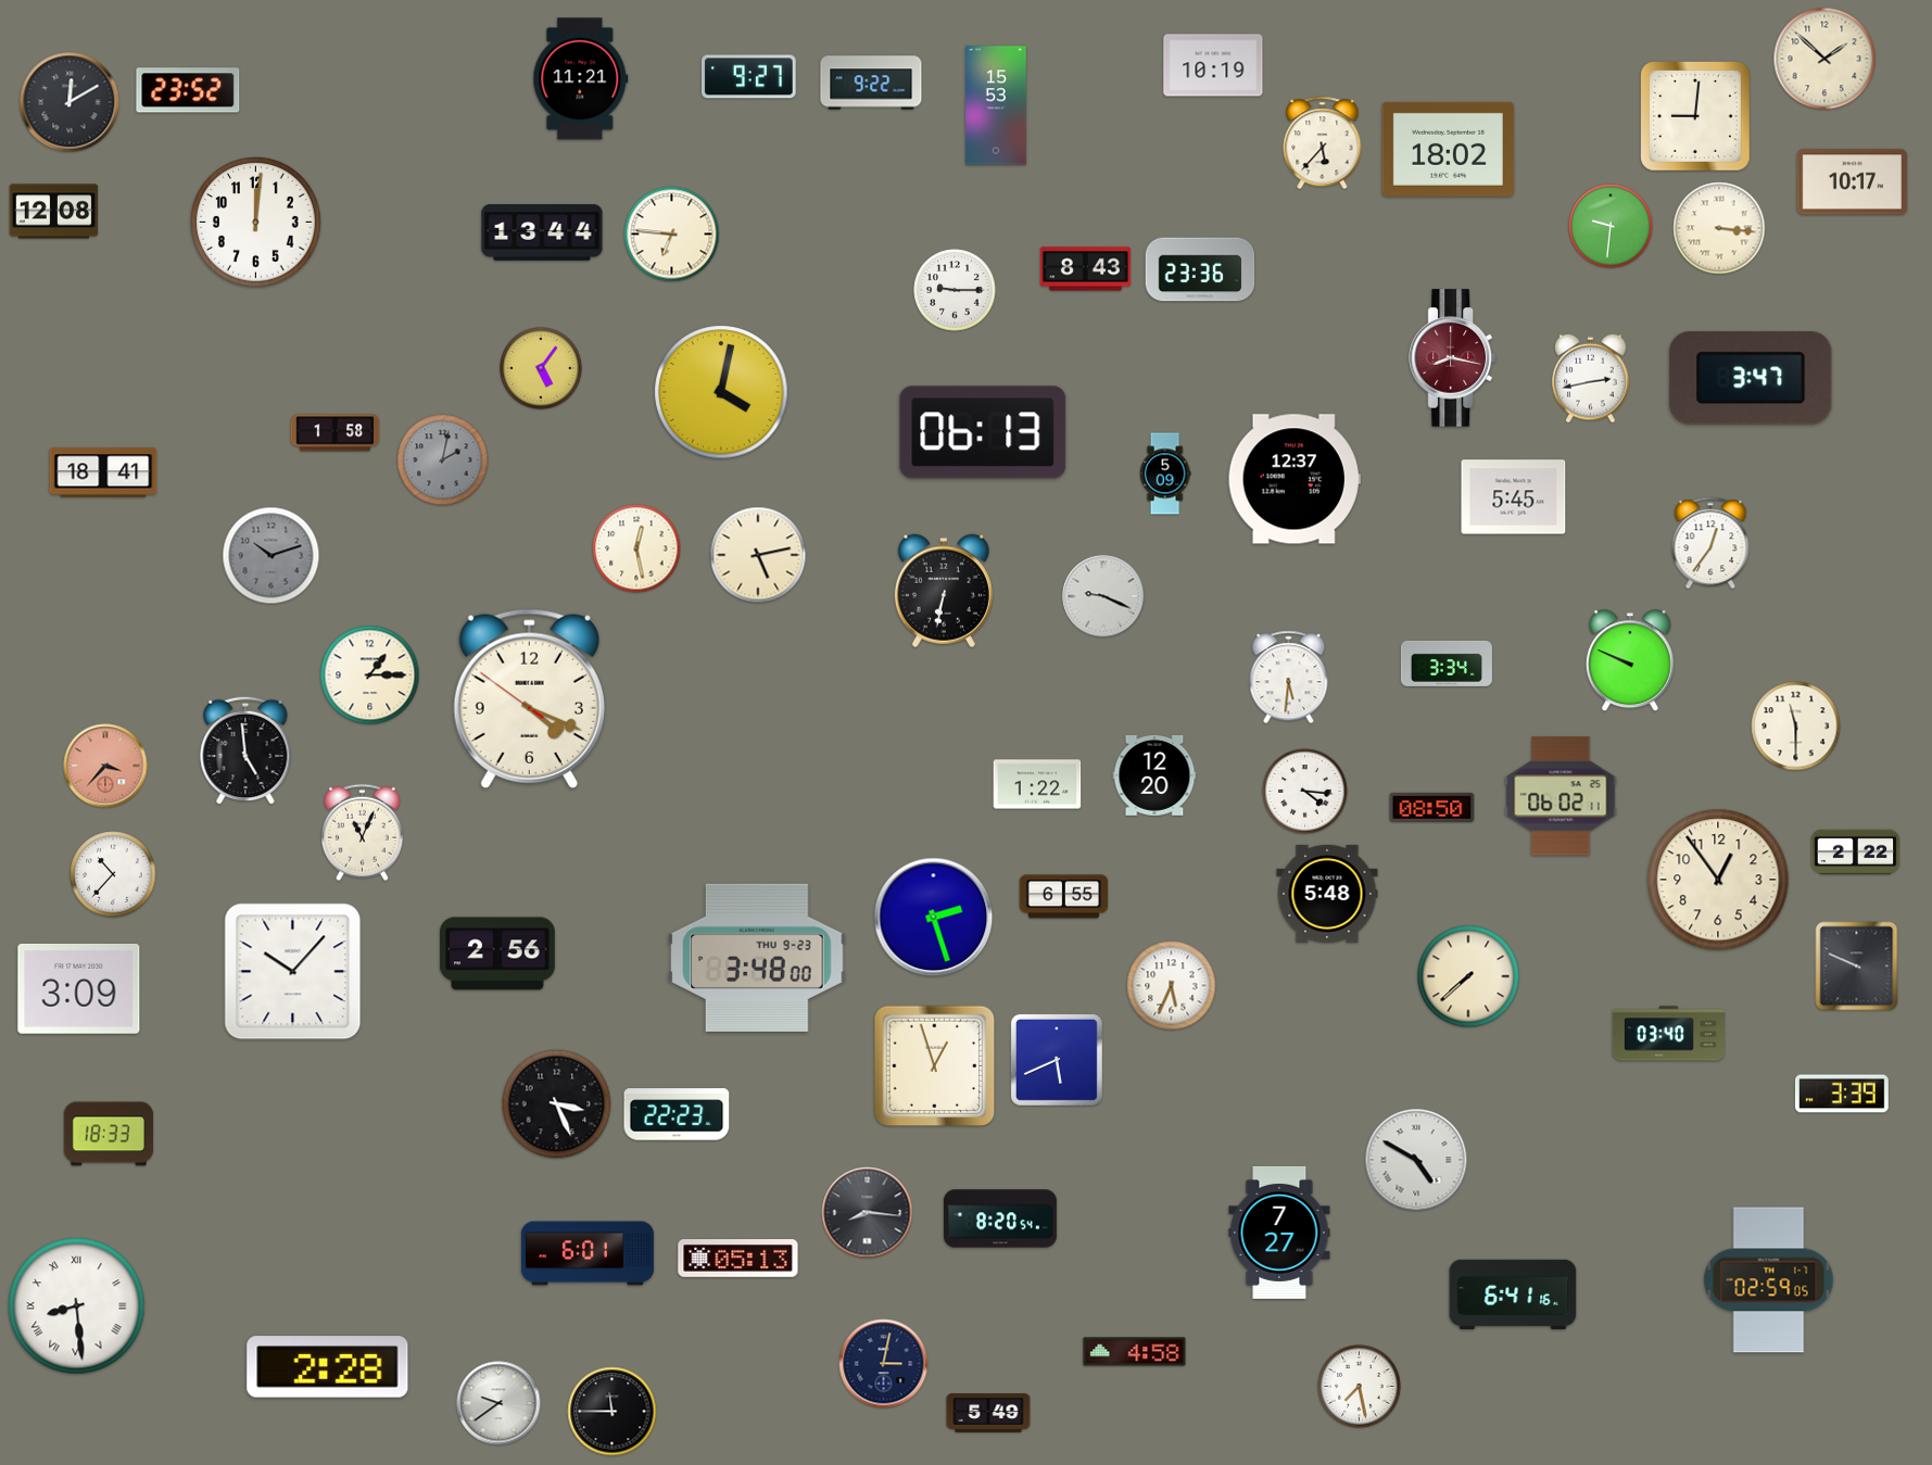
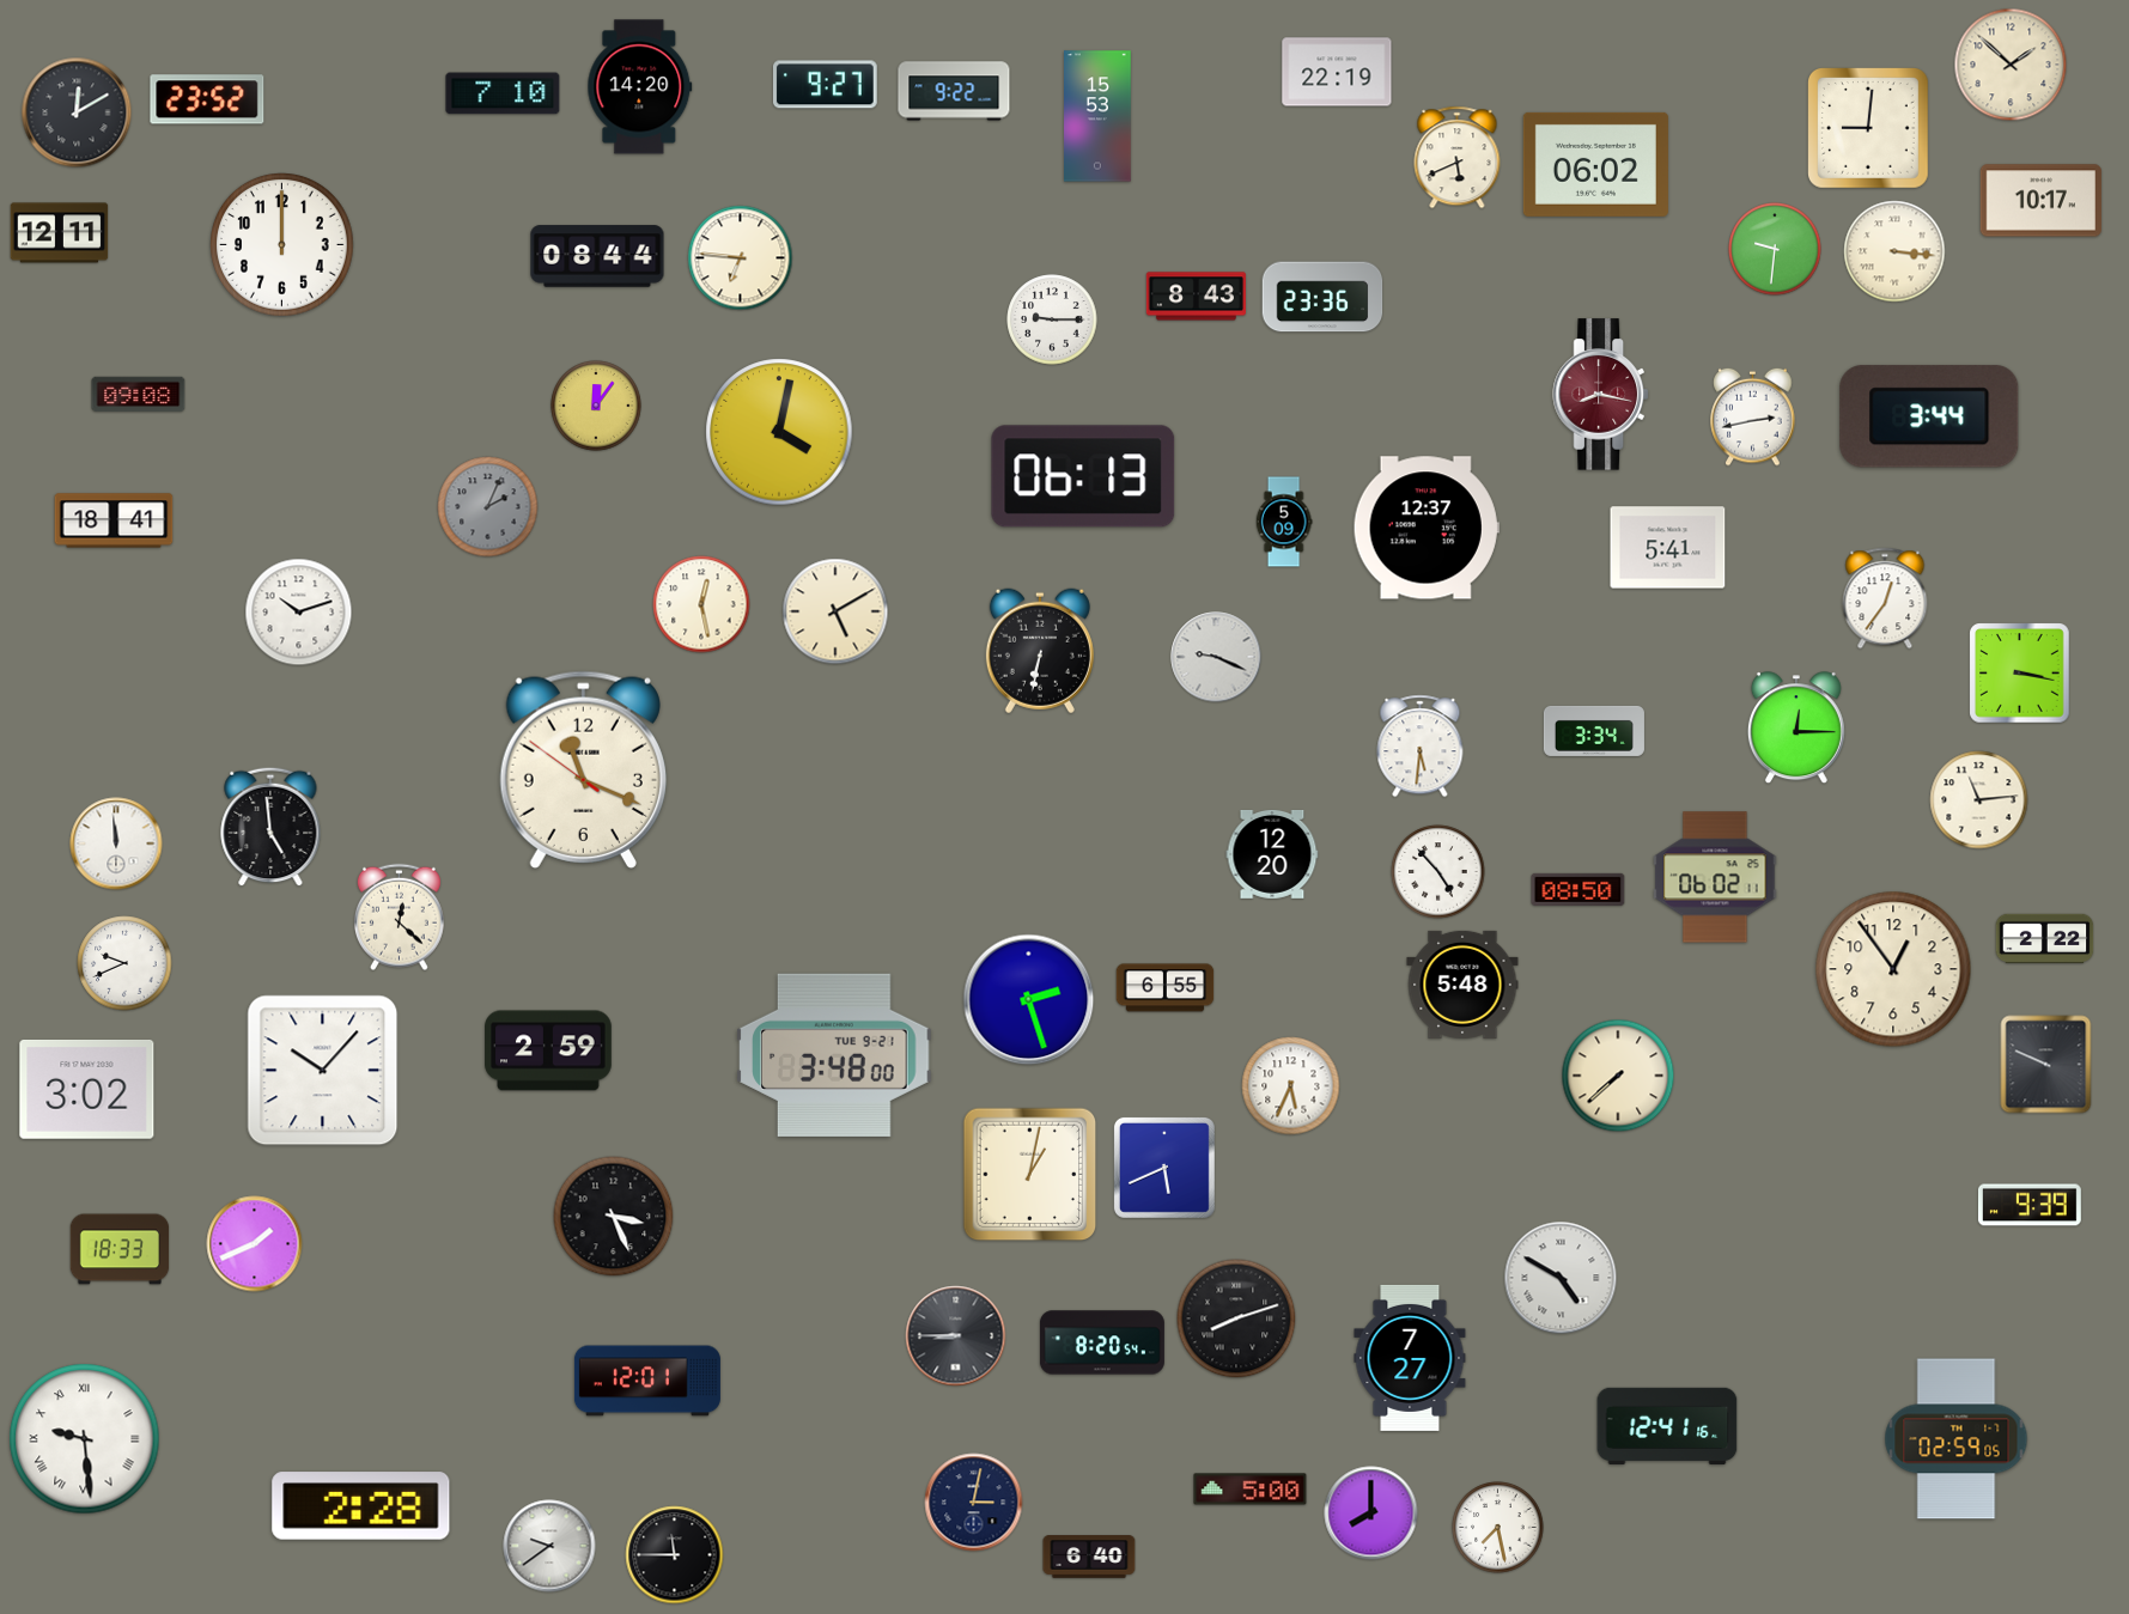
clock at (1213, 65): 10:19 -> 22:19
clock at (581, 79): 11:21 -> 14:20
clock at (871, 83) position: (871, 83) -> (954, 91)
clock at (503, 93): none -> 7:10
clock at (1323, 143): 5:37 -> 5:41
clock at (1448, 149): 18:02 -> 06:02
clock at (54, 212): 12:08 -> 12:11
clock at (256, 223): 12:01 -> 12:00
clock at (542, 232): 13:44 -> 08:44
clock at (139, 394): none -> 09:08
clock at (541, 368): 5:06 -> 12:06
clock at (1751, 378): 3:47 -> 3:44
clock at (721, 392) position: (721, 392) -> (779, 432)
clock at (336, 433): 1:58 -> none
clock at (443, 460): 2:02 -> 2:04
clock at (1514, 497): 5:45 -> 5:41
clock at (758, 555): 5:13 -> 5:10
clock at (272, 556) dial: grey -> white
clock at (2020, 674): none -> 3:17
clock at (1630, 661): 9:49 -> 12:15
clock at (370, 675): 1:15 -> none
clock at (529, 698): 4:18 -> 11:18
clock at (1796, 727): 11:30 -> 11:14
clock at (105, 766): 3:37 -> 11:59
clock at (105, 766) dial: salmon -> white
clock at (1037, 784): 1:22 -> none
clock at (1305, 792): 4:16 -> 4:53
clock at (1561, 796) position: (1561, 796) -> (1715, 877)
clock at (362, 833): 11:04 -> 12:22
clock at (113, 874): 10:37 -> 9:41
clock at (1064, 897) position: (1064, 897) -> (1166, 988)
clock at (934, 918) position: (934, 918) -> (1029, 1000)
clock at (497, 953): 2:56 -> 2:59
clock at (757, 958) date: THU 9-23 -> TUE 9-21
clock at (79, 988): 3:09 -> 3:02
clock at (1668, 1034): 03:40 -> none
clock at (935, 1066): 12:57 -> 1:02
clock at (1842, 1094): 3:39 -> 9:39
clock at (677, 1114): 22:23 -> none
clock at (255, 1244): none -> 1:41
clock at (1236, 1318): none -> 8:12
clock at (868, 1213): 8:16 -> 8:45
clock at (588, 1253): 6:01 -> 12:01
clock at (738, 1259): 05:13 -> none
clock at (1769, 1280) position: (1769, 1280) -> (1957, 1439)
clock at (1513, 1294): 6:41 -> 12:41
clock at (77, 1306): 8:29 -> 9:29
clock at (1135, 1352): 4:58 -> 5:00
clock at (1371, 1513): none -> 8:00
clock at (988, 1413): 5:49 -> 6:40
